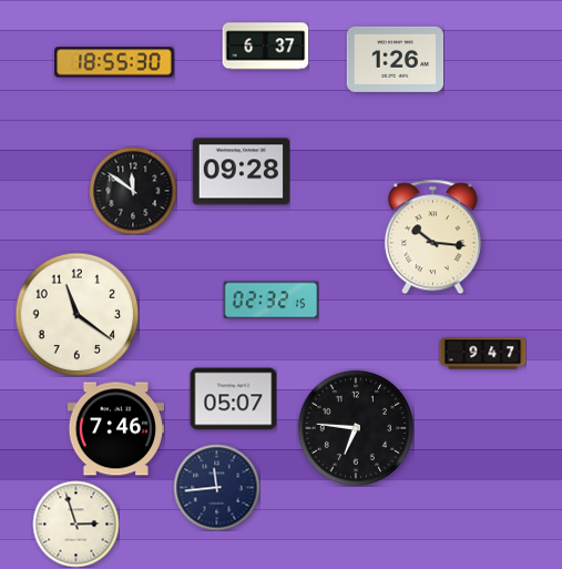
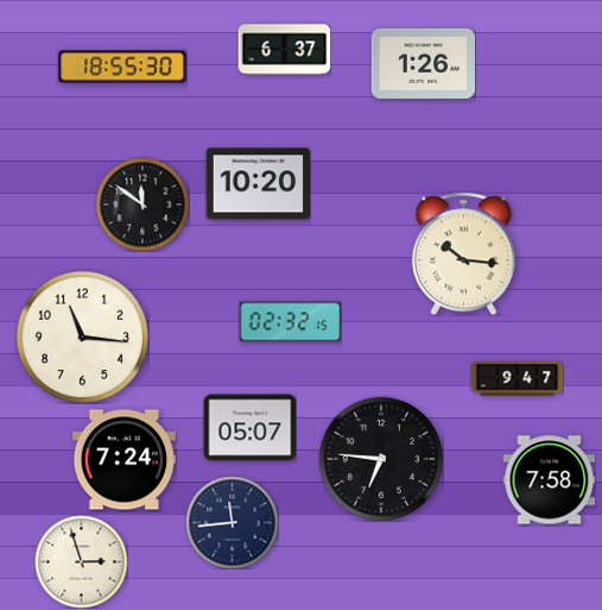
clock at (241, 172): 09:28 -> 10:20
clock at (76, 314): 11:21 -> 11:16
clock at (115, 429): 7:46 -> 7:24
clock at (549, 480): none -> 7:58
